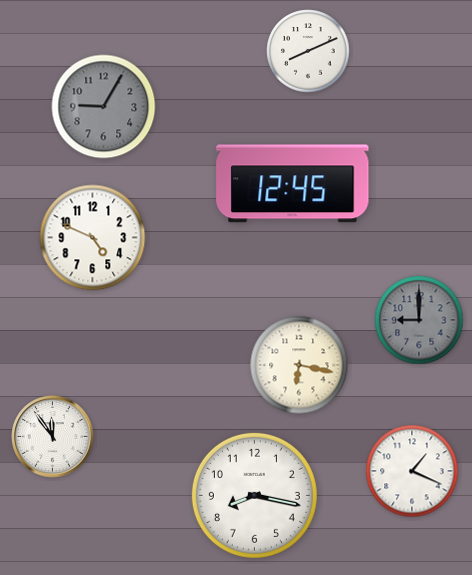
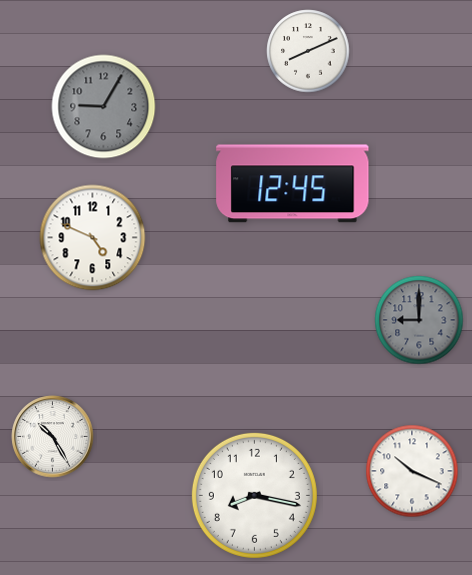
clock at (299, 365): 6:17 -> none
clock at (53, 437): 11:54 -> 10:25
clock at (412, 471): 1:19 -> 10:19
